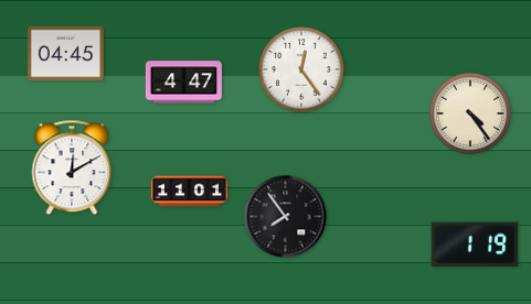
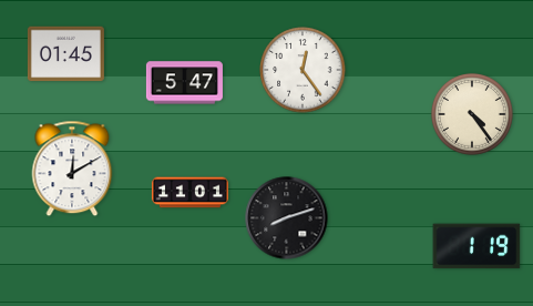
clock at (65, 54): 04:45 -> 01:45
clock at (183, 83): 4:47 -> 5:47
clock at (286, 217): 7:54 -> 8:12
